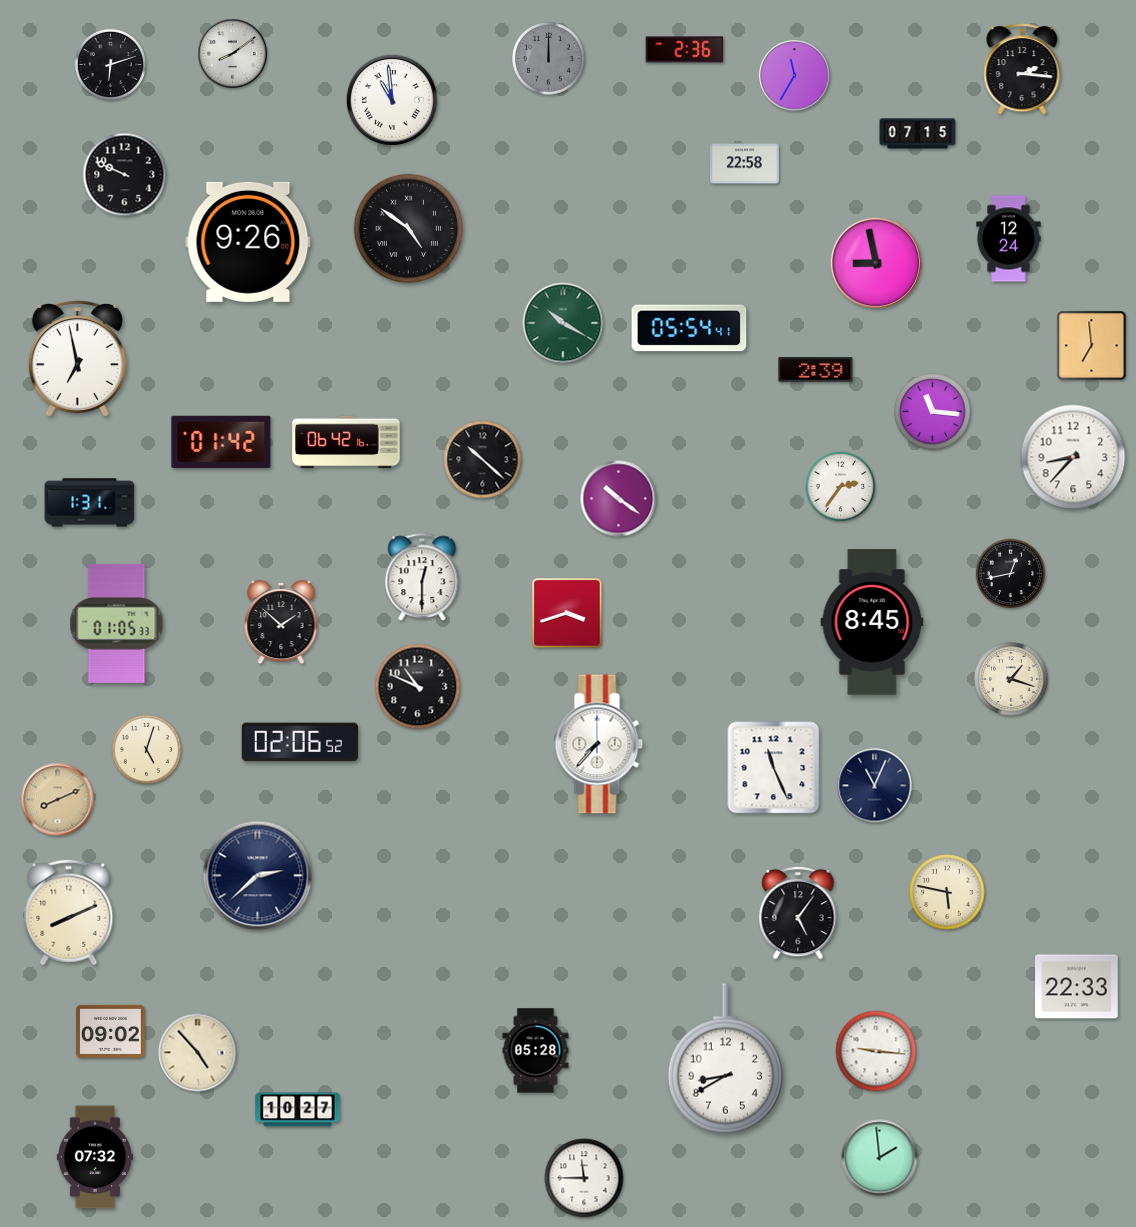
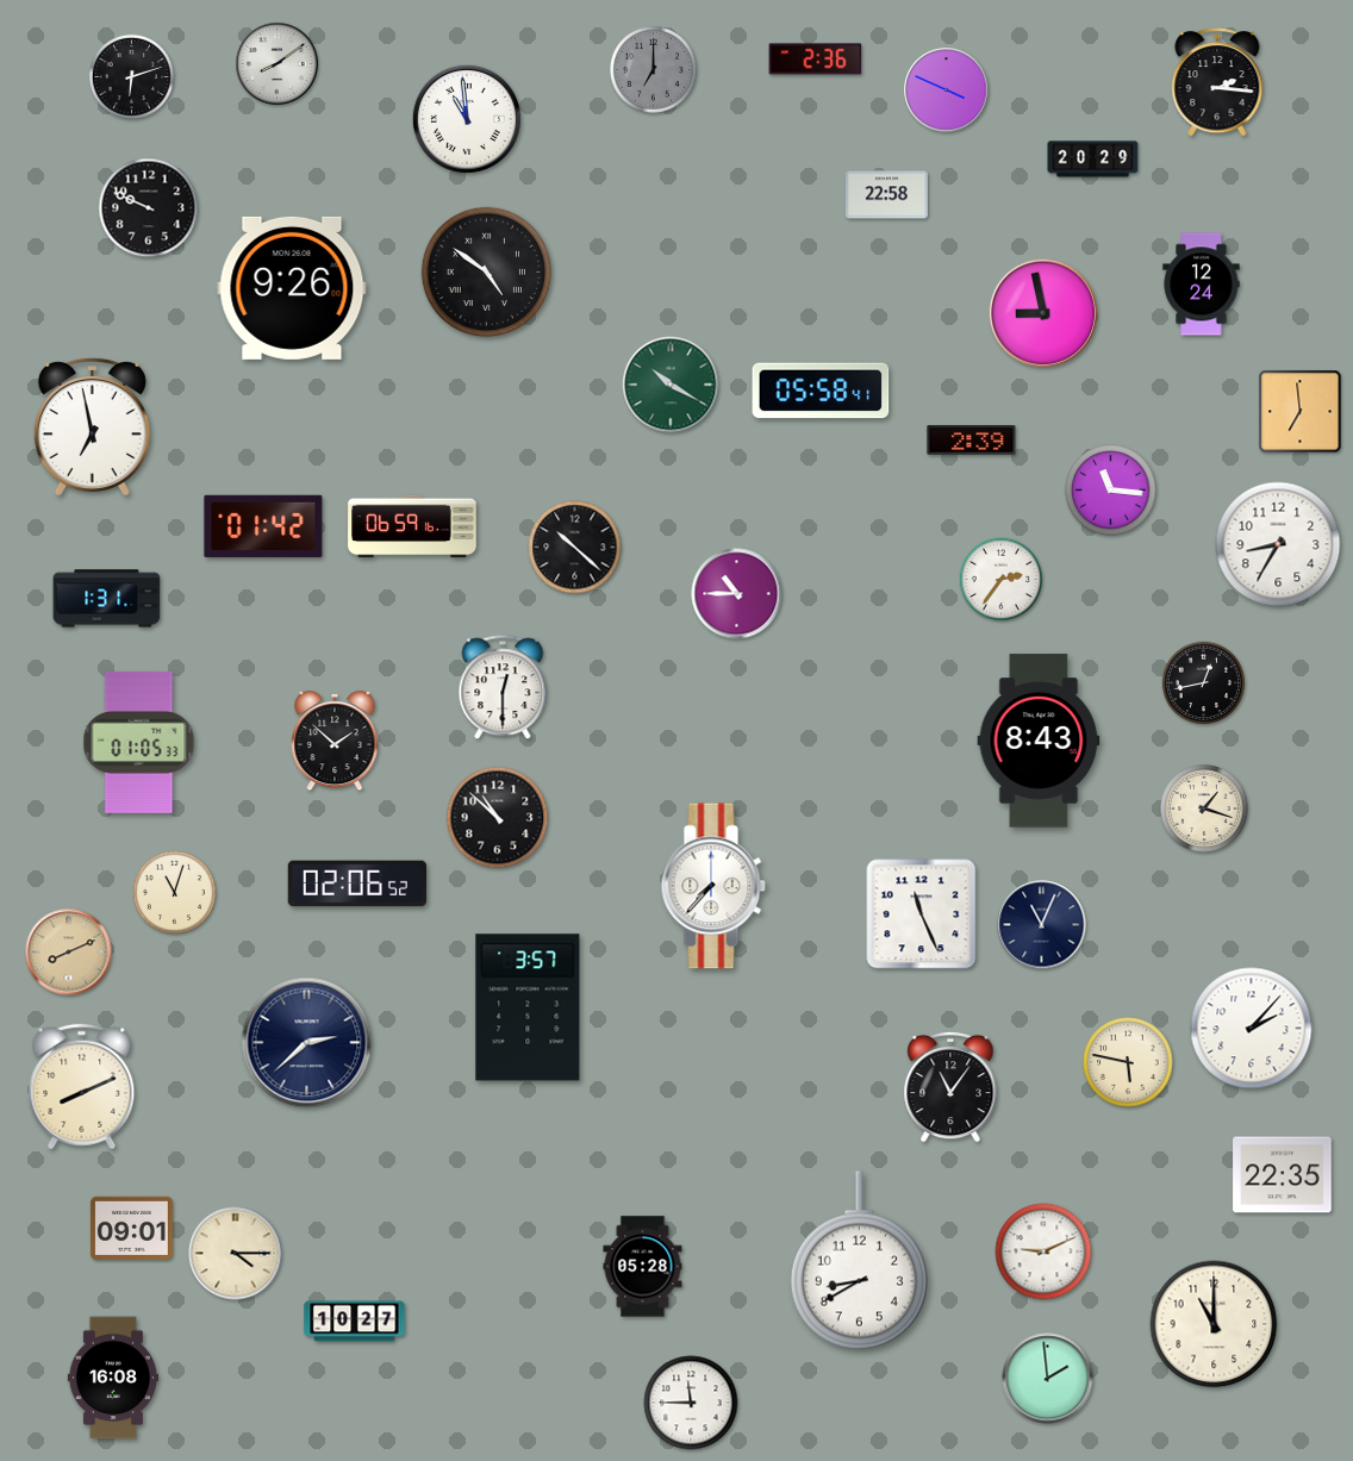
clock at (549, 59): 12:00 -> 7:00
clock at (795, 76): 11:35 -> 3:49
clock at (918, 134): 07:15 -> 20:29
clock at (248, 242) position: (248, 242) -> (292, 288)
clock at (689, 328): 05:54 -> 05:58
clock at (346, 442): 06:42 -> 06:59
clock at (1073, 457): 8:37 -> 8:35
clock at (619, 499): 10:21 -> 10:45
clock at (567, 613): 3:42 -> none
clock at (872, 622): 8:45 -> 8:43
clock at (418, 687): 10:49 -> 10:52
clock at (147, 750): 5:03 -> 11:03
clock at (875, 786) position: (875, 786) -> (1042, 925)
clock at (528, 1007): none -> 3:57
clock at (1252, 1029): none -> 2:07
clock at (798, 913): 5:06 -> 11:06
clock at (1077, 987): 22:33 -> 22:35
clock at (110, 1031): 09:02 -> 09:01
clock at (536, 1051) position: (536, 1051) -> (643, 1267)
clock at (876, 1051): 9:16 -> 9:11
clock at (198, 1053): 4:53 -> 4:15
clock at (725, 1059) position: (725, 1059) -> (859, 1261)
clock at (1214, 1324): none -> 11:00
clock at (95, 1157): 07:32 -> 16:08
clock at (584, 1178) position: (584, 1178) -> (691, 1403)
